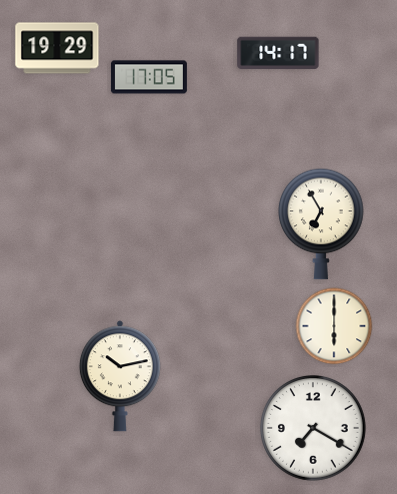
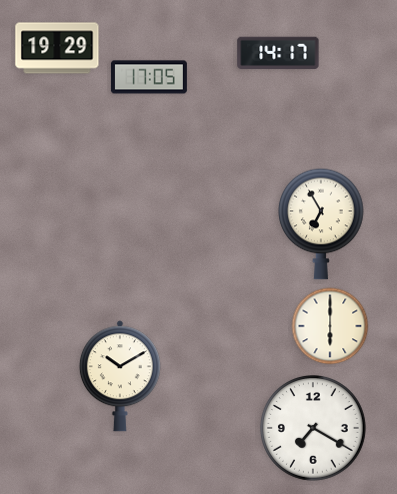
clock at (334, 326) position: (334, 326) -> (330, 326)
clock at (120, 376): 10:13 -> 10:10
